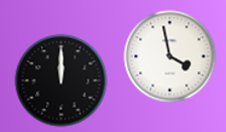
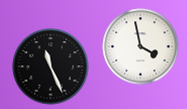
clock at (62, 81): 12:00 -> 11:26
